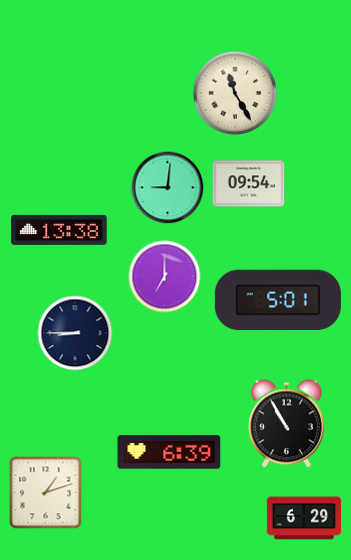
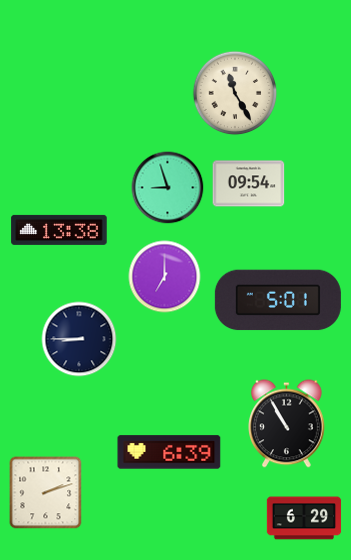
clock at (168, 188): 9:01 -> 8:57
clock at (75, 333) position: (75, 333) -> (79, 339)
clock at (46, 493): 1:12 -> 2:12
